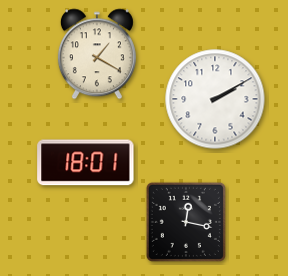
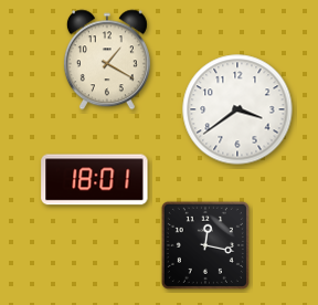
clock at (215, 99): 2:10 -> 3:39
